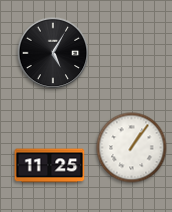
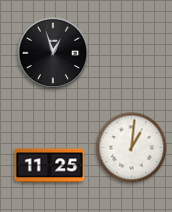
clock at (53, 53): 5:05 -> 12:57
clock at (132, 148): 1:06 -> 1:01
